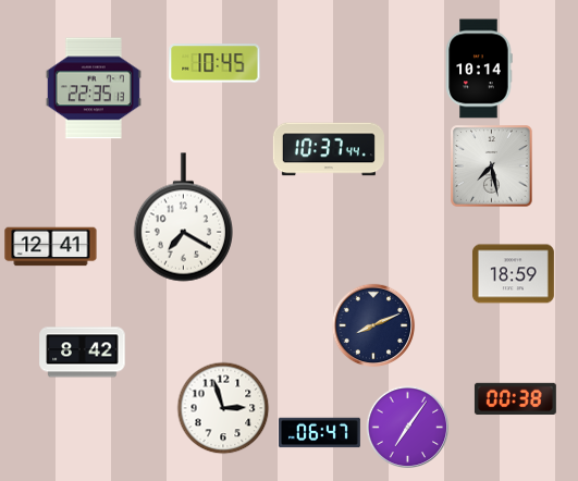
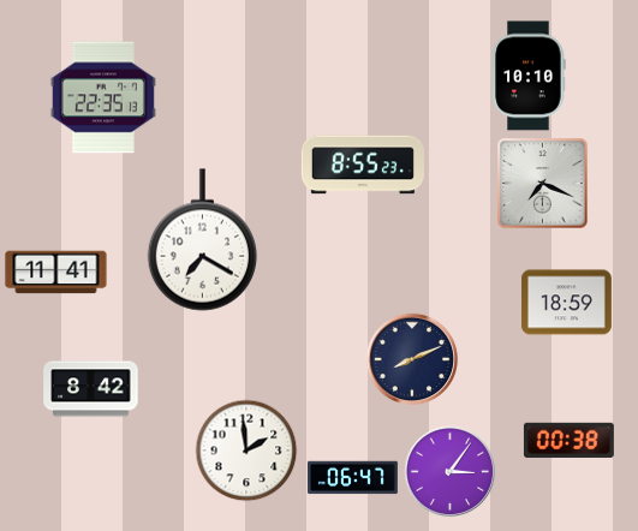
clock at (214, 63): 10:45 -> none
clock at (479, 69): 10:14 -> 10:10
clock at (329, 149): 10:37 -> 8:55
clock at (492, 166): 7:28 -> 7:19
clock at (51, 247): 12:41 -> 11:41
clock at (223, 408): 2:57 -> 1:59
clock at (408, 428): 7:06 -> 3:06
